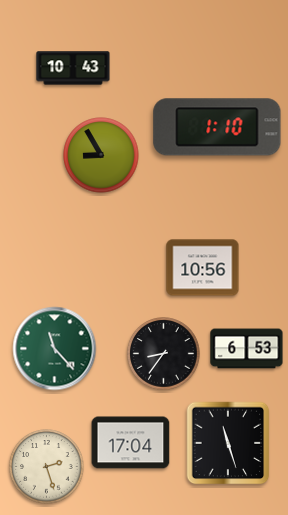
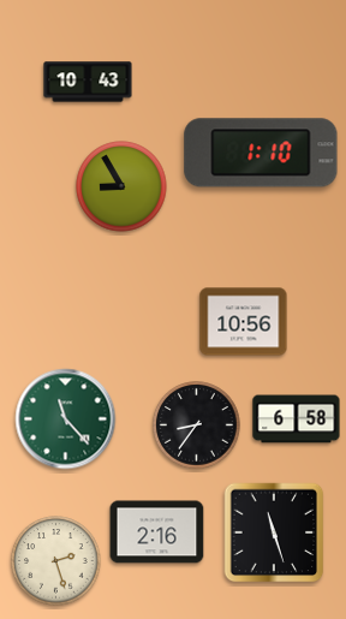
clock at (247, 349): 6:53 -> 6:58
clock at (131, 443): 17:04 -> 2:16
